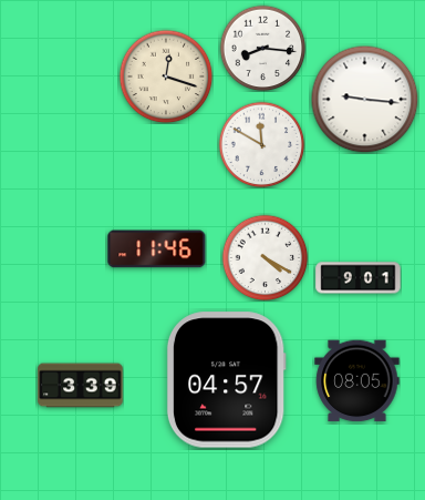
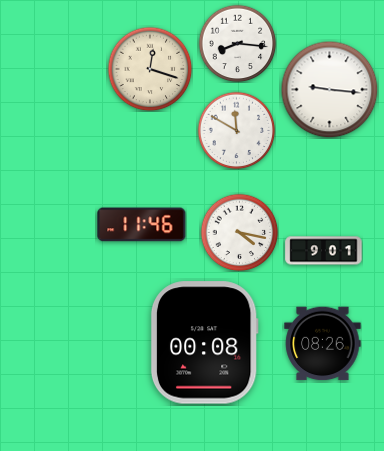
clock at (265, 257): 4:20 -> 4:17
clock at (226, 380): 04:57 -> 00:08
clock at (357, 381): 08:05 -> 08:26
clock at (81, 386): 3:39 -> none
